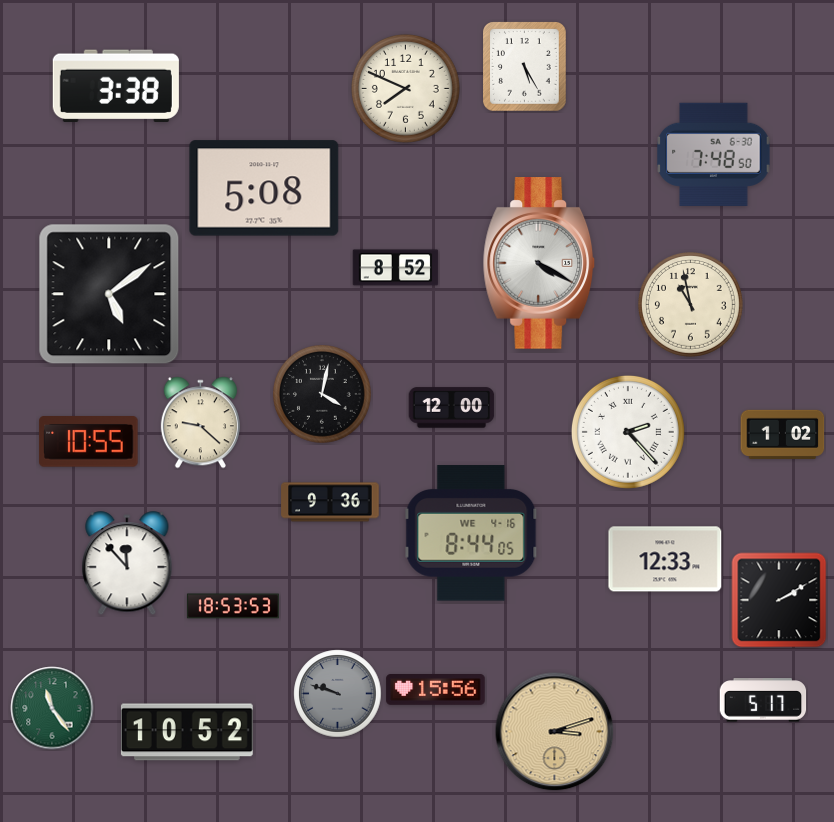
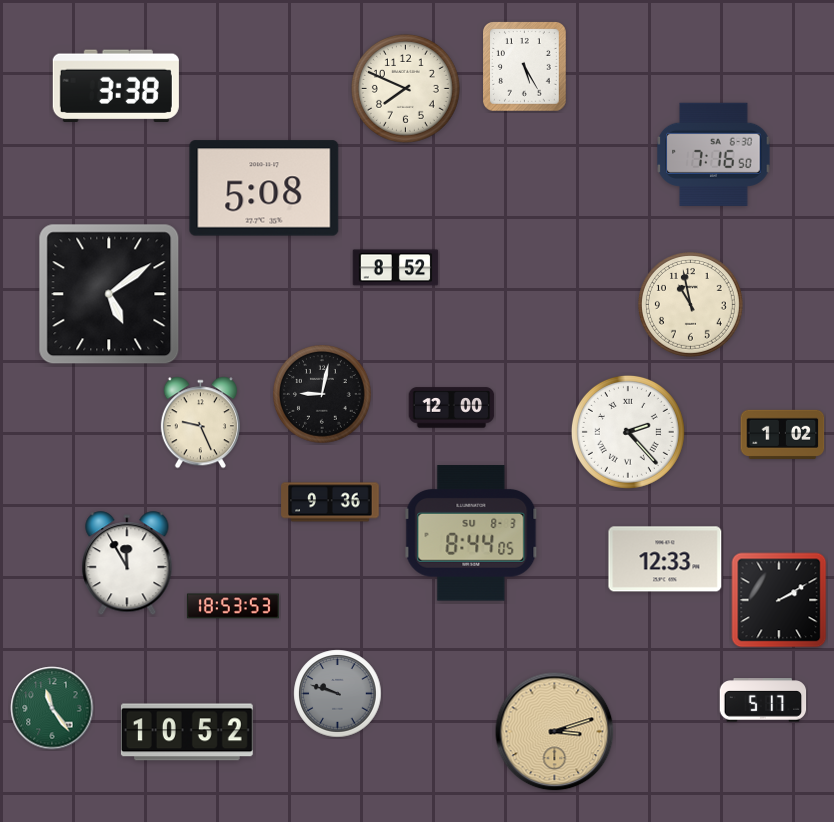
clock at (714, 154): 7:48 -> 7:16
clock at (539, 264): 4:20 -> none
clock at (323, 395): 4:02 -> 9:02
clock at (200, 423): 9:22 -> 9:26
clock at (89, 442): 10:55 -> none
clock at (471, 533) date: WE 4-16 -> SU 8-3
clock at (127, 564): 11:53 -> 11:55
clock at (436, 690): 15:56 -> none
